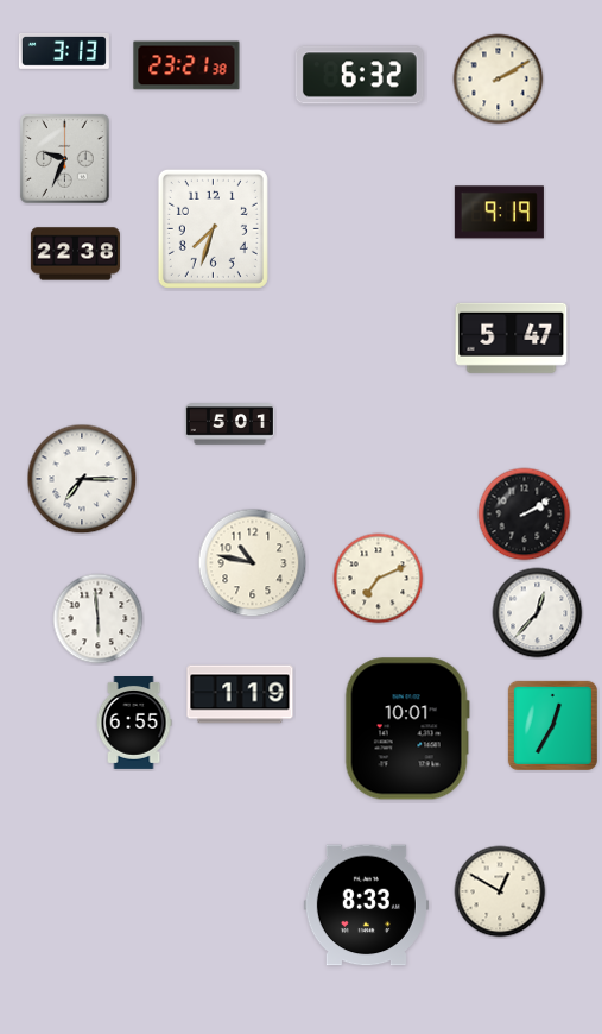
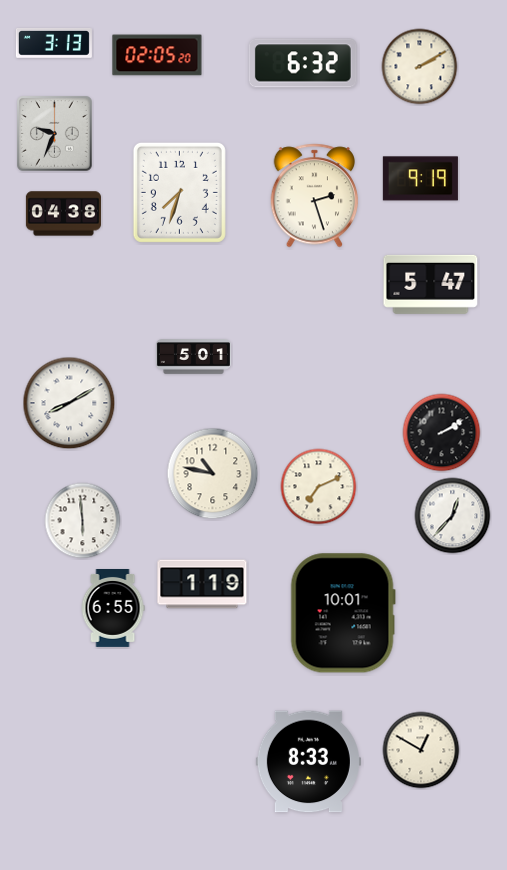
clock at (186, 65): 23:21 -> 02:05
clock at (315, 196): none -> 2:27
clock at (75, 254): 22:38 -> 04:38
clock at (82, 479): 7:15 -> 8:10
clock at (552, 725): 12:35 -> none
